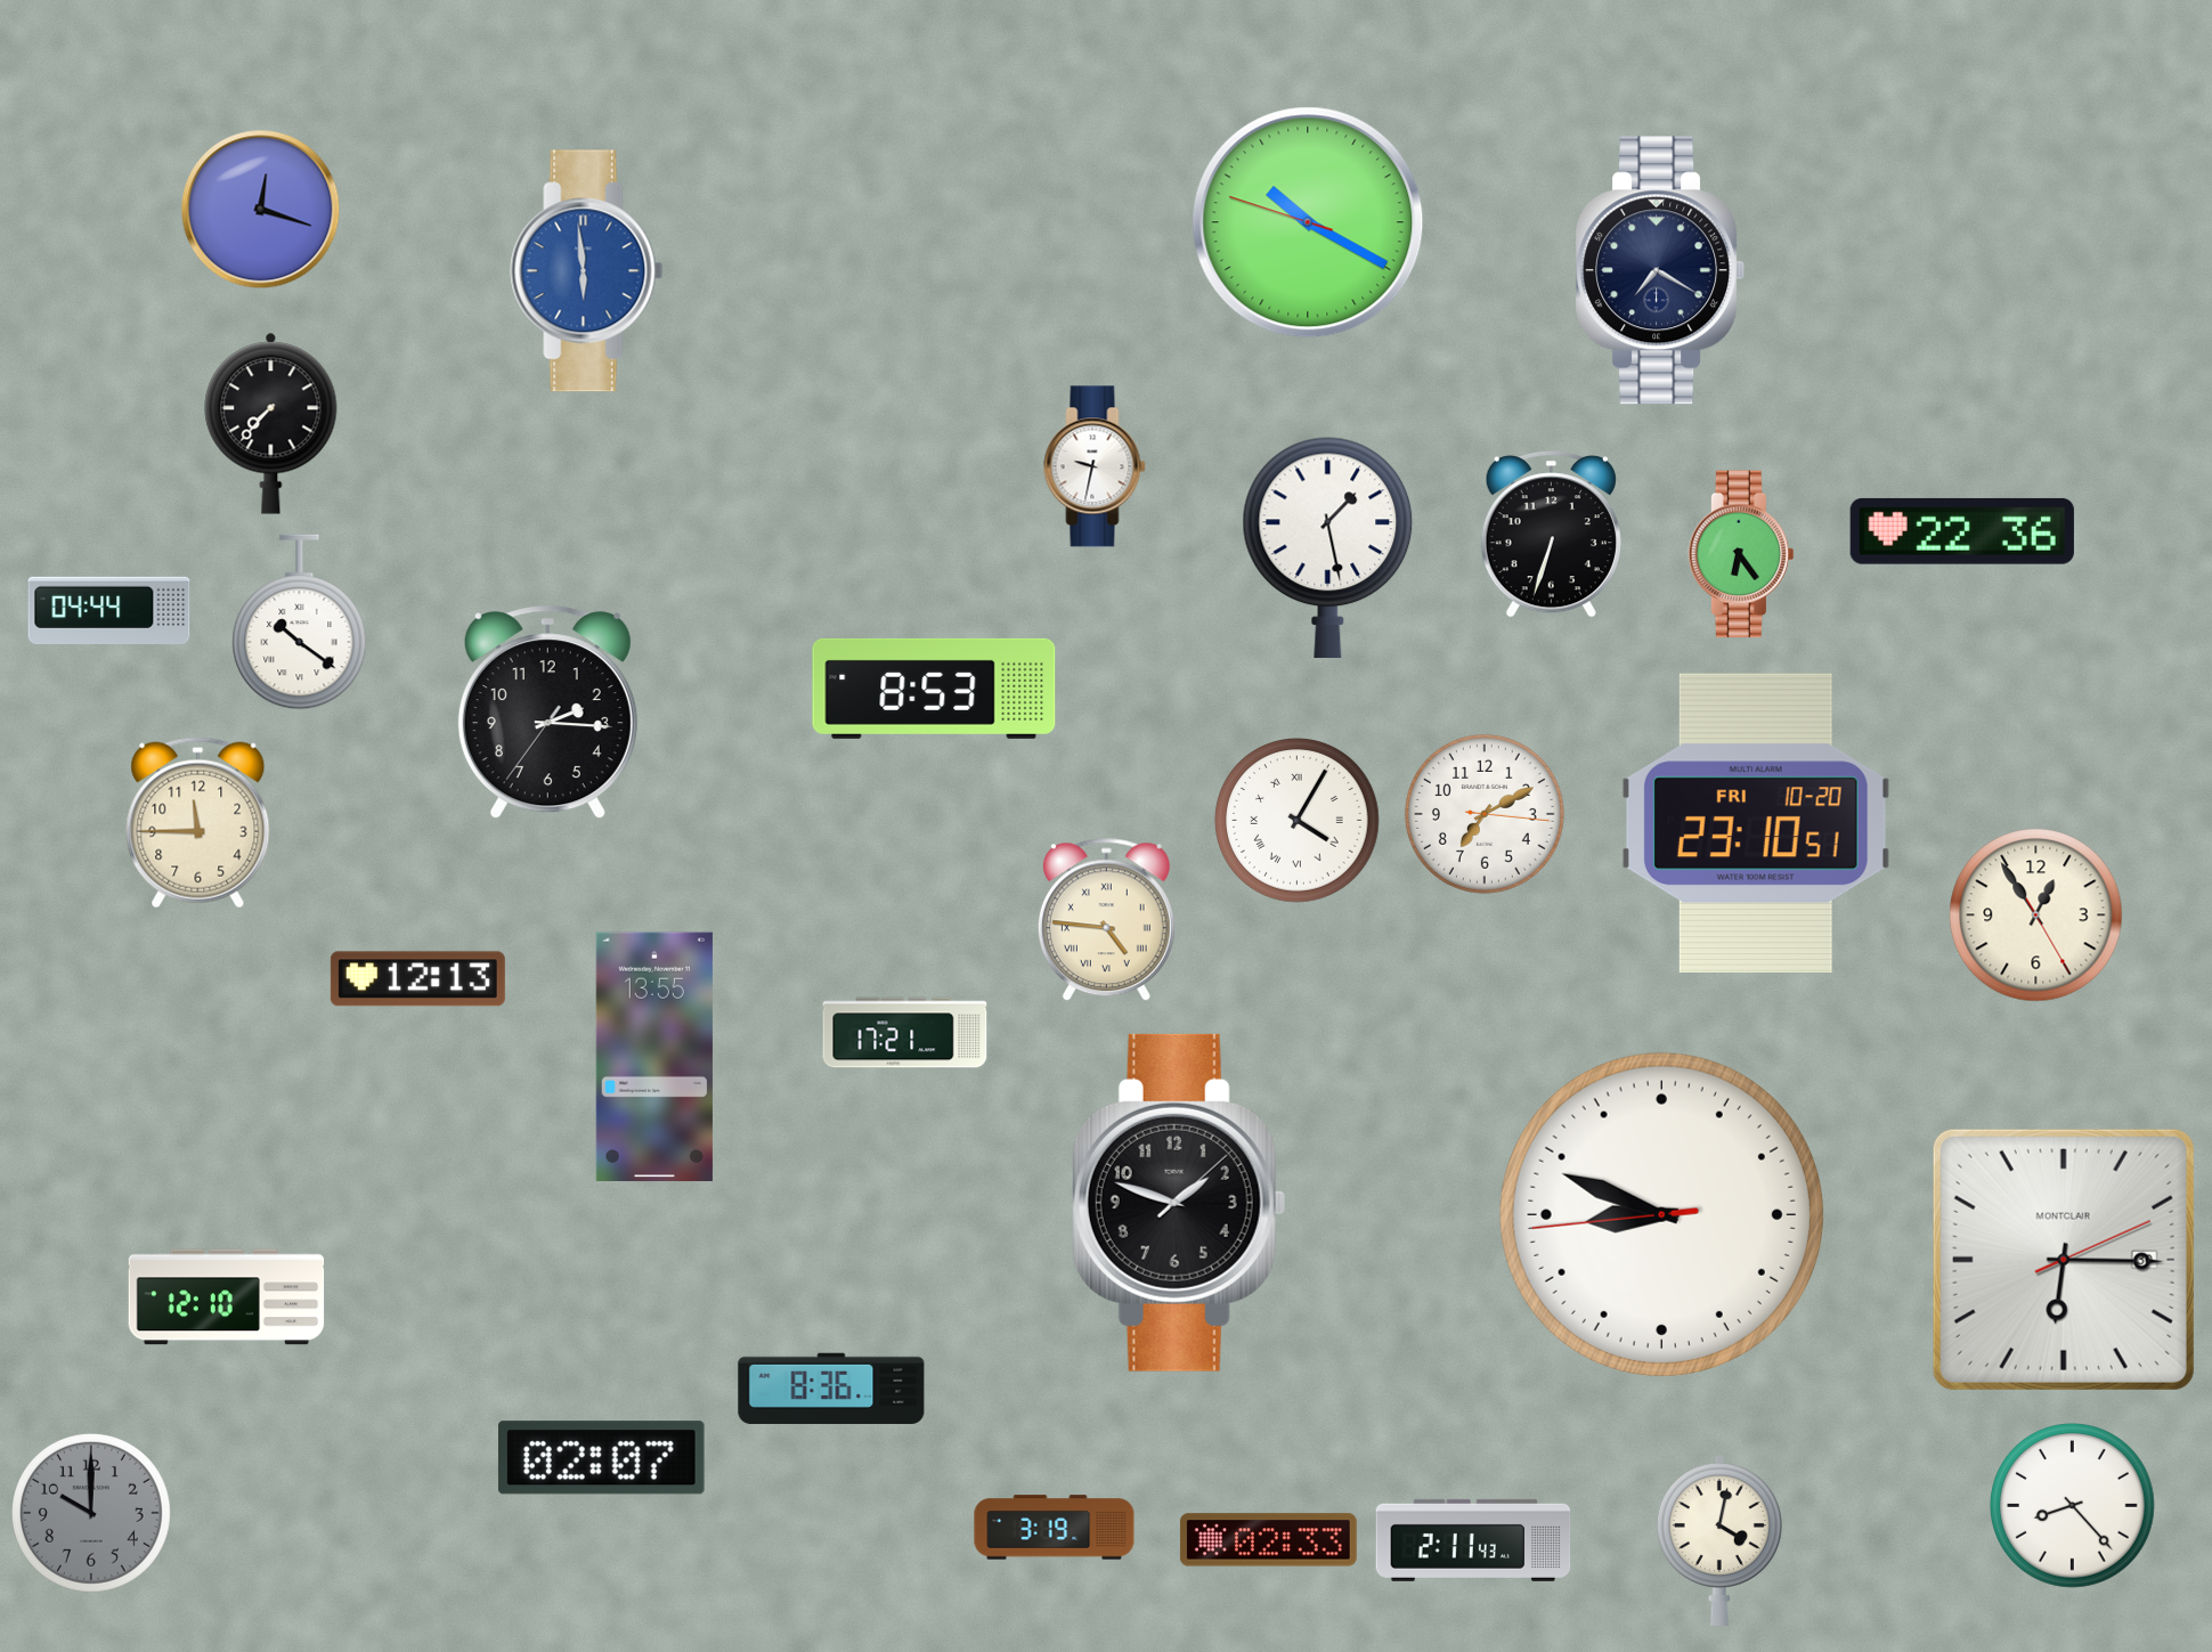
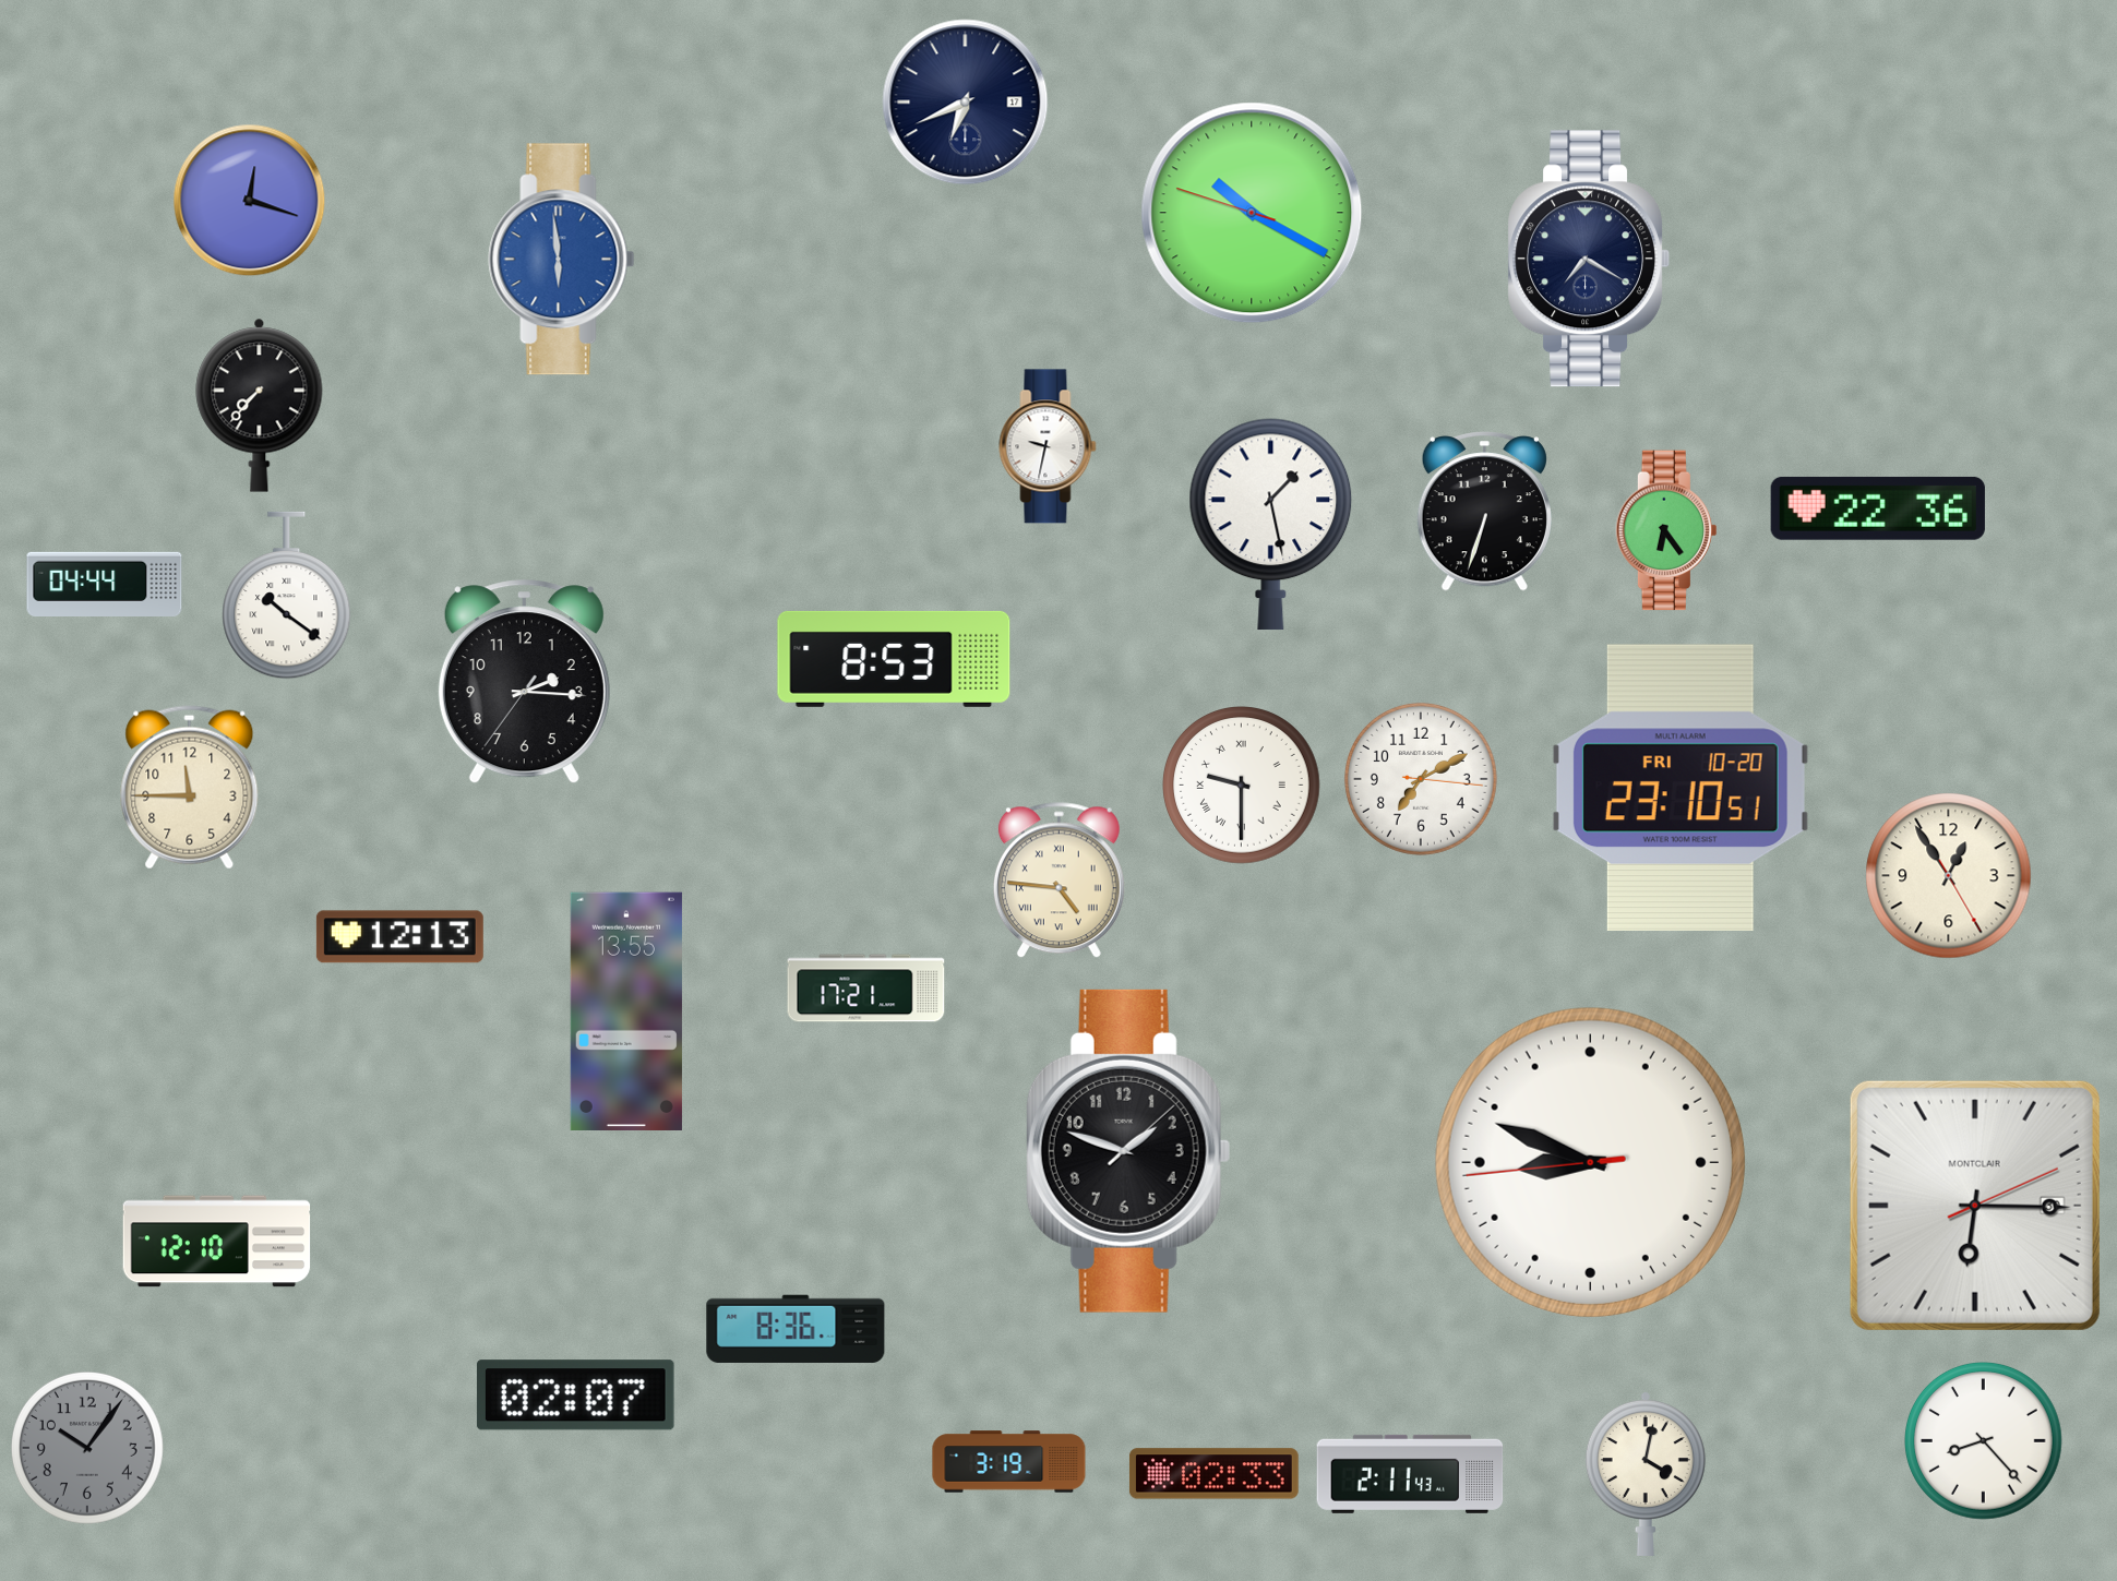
clock at (966, 103): none -> 6:41
clock at (1298, 821): 4:05 -> 9:30
clock at (91, 1513): 10:00 -> 10:06
